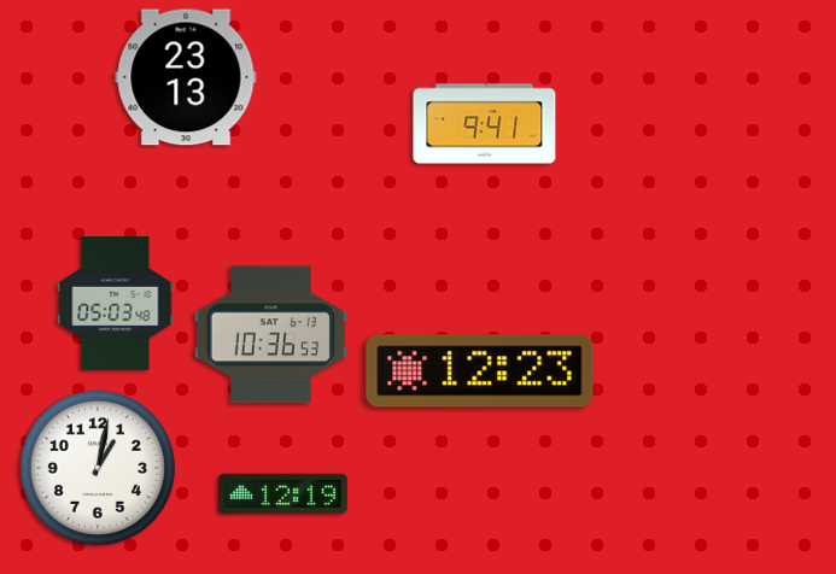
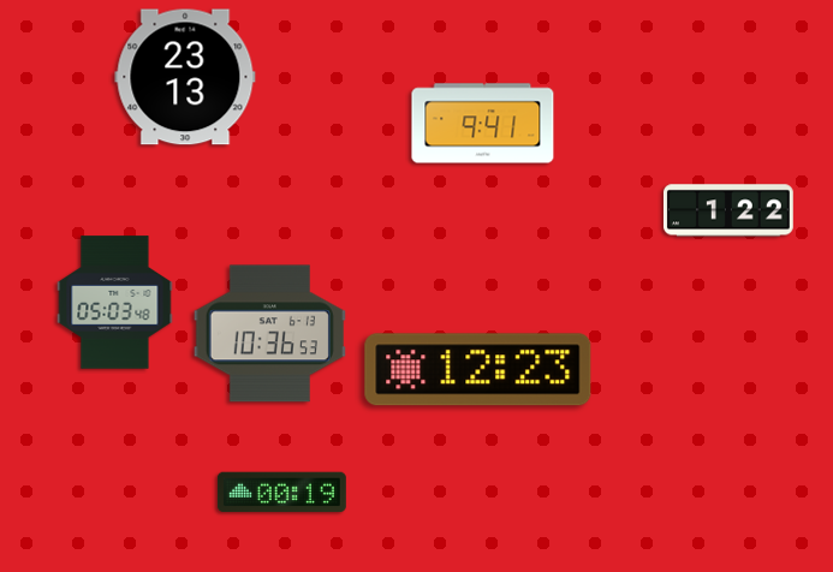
clock at (728, 210): none -> 1:22
clock at (98, 468): 1:02 -> none
clock at (282, 494): 12:19 -> 00:19
